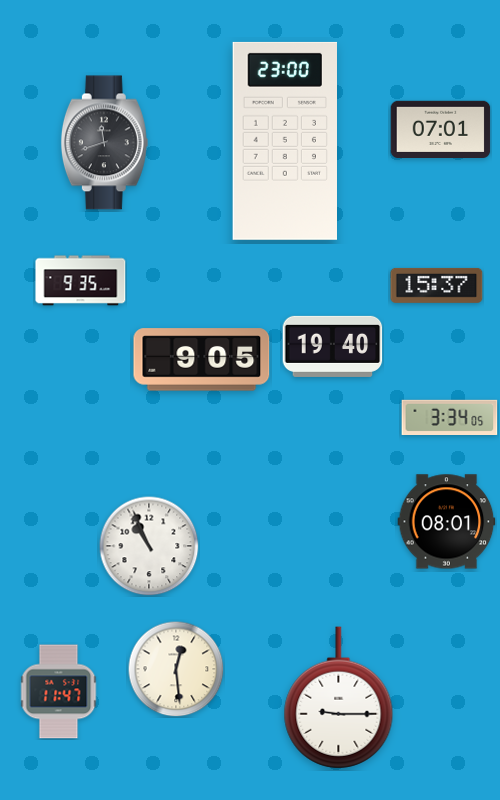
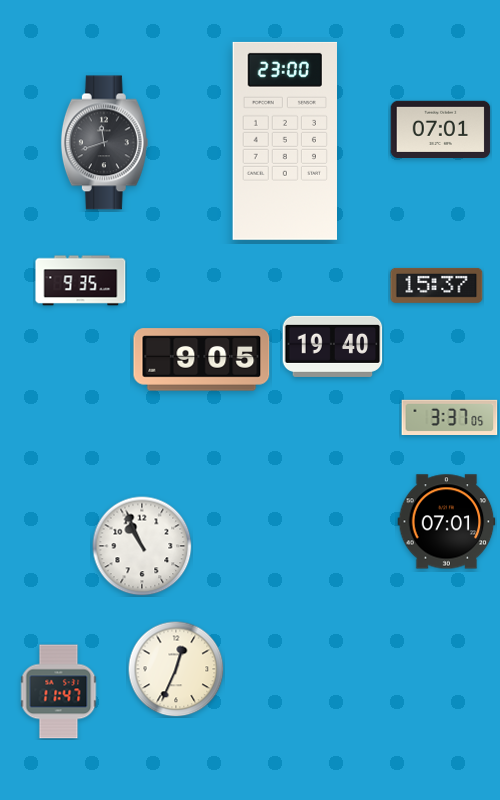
clock at (450, 417): 3:34 -> 3:37
clock at (447, 522): 08:01 -> 07:01
clock at (149, 546) position: (149, 546) -> (142, 546)
clock at (176, 669): 12:29 -> 12:34
clock at (339, 698): 9:15 -> none
